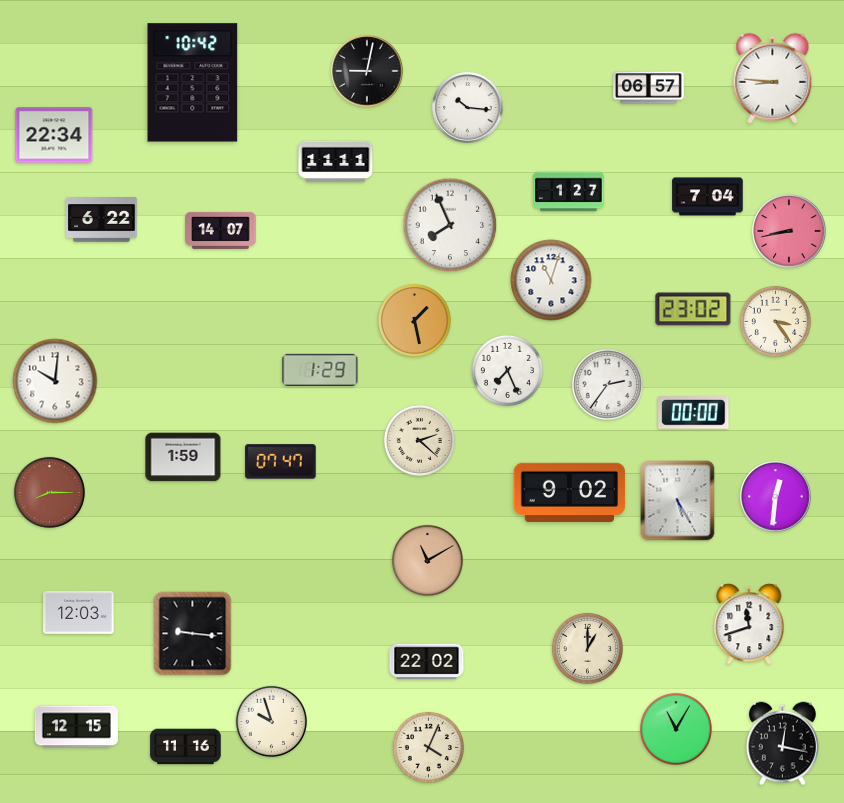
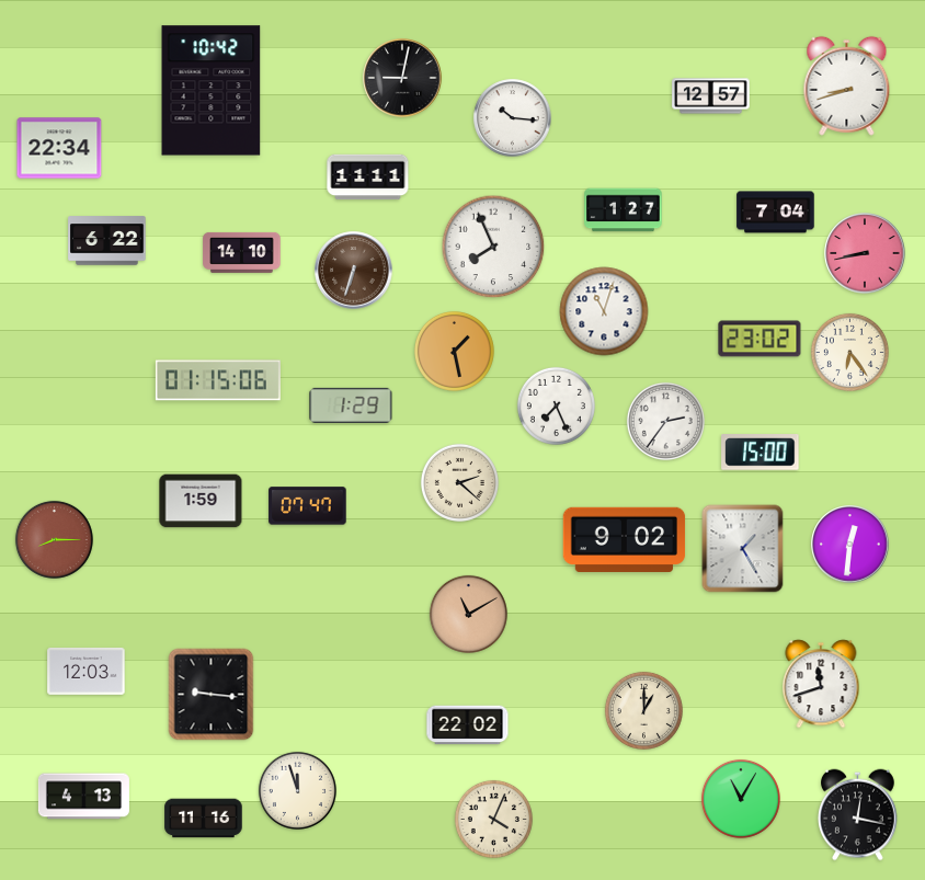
clock at (773, 78): 8:46 -> 8:42
clock at (649, 88): 06:57 -> 12:57
clock at (708, 197) position: (708, 197) -> (776, 213)
clock at (102, 220) position: (102, 220) -> (107, 241)
clock at (221, 230): 14:07 -> 14:10
clock at (354, 271): none -> 6:33
clock at (551, 280) position: (551, 280) -> (604, 311)
clock at (775, 321): 3:24 -> 6:24
clock at (218, 380): none -> 01:15
clock at (55, 381): 10:01 -> none
clock at (694, 413): 00:00 -> 15:00
clock at (678, 501): 5:25 -> 1:25
clock at (271, 721): 9:57 -> 11:57
clock at (76, 727): 12:15 -> 4:13
clock at (428, 747) position: (428, 747) -> (493, 819)
